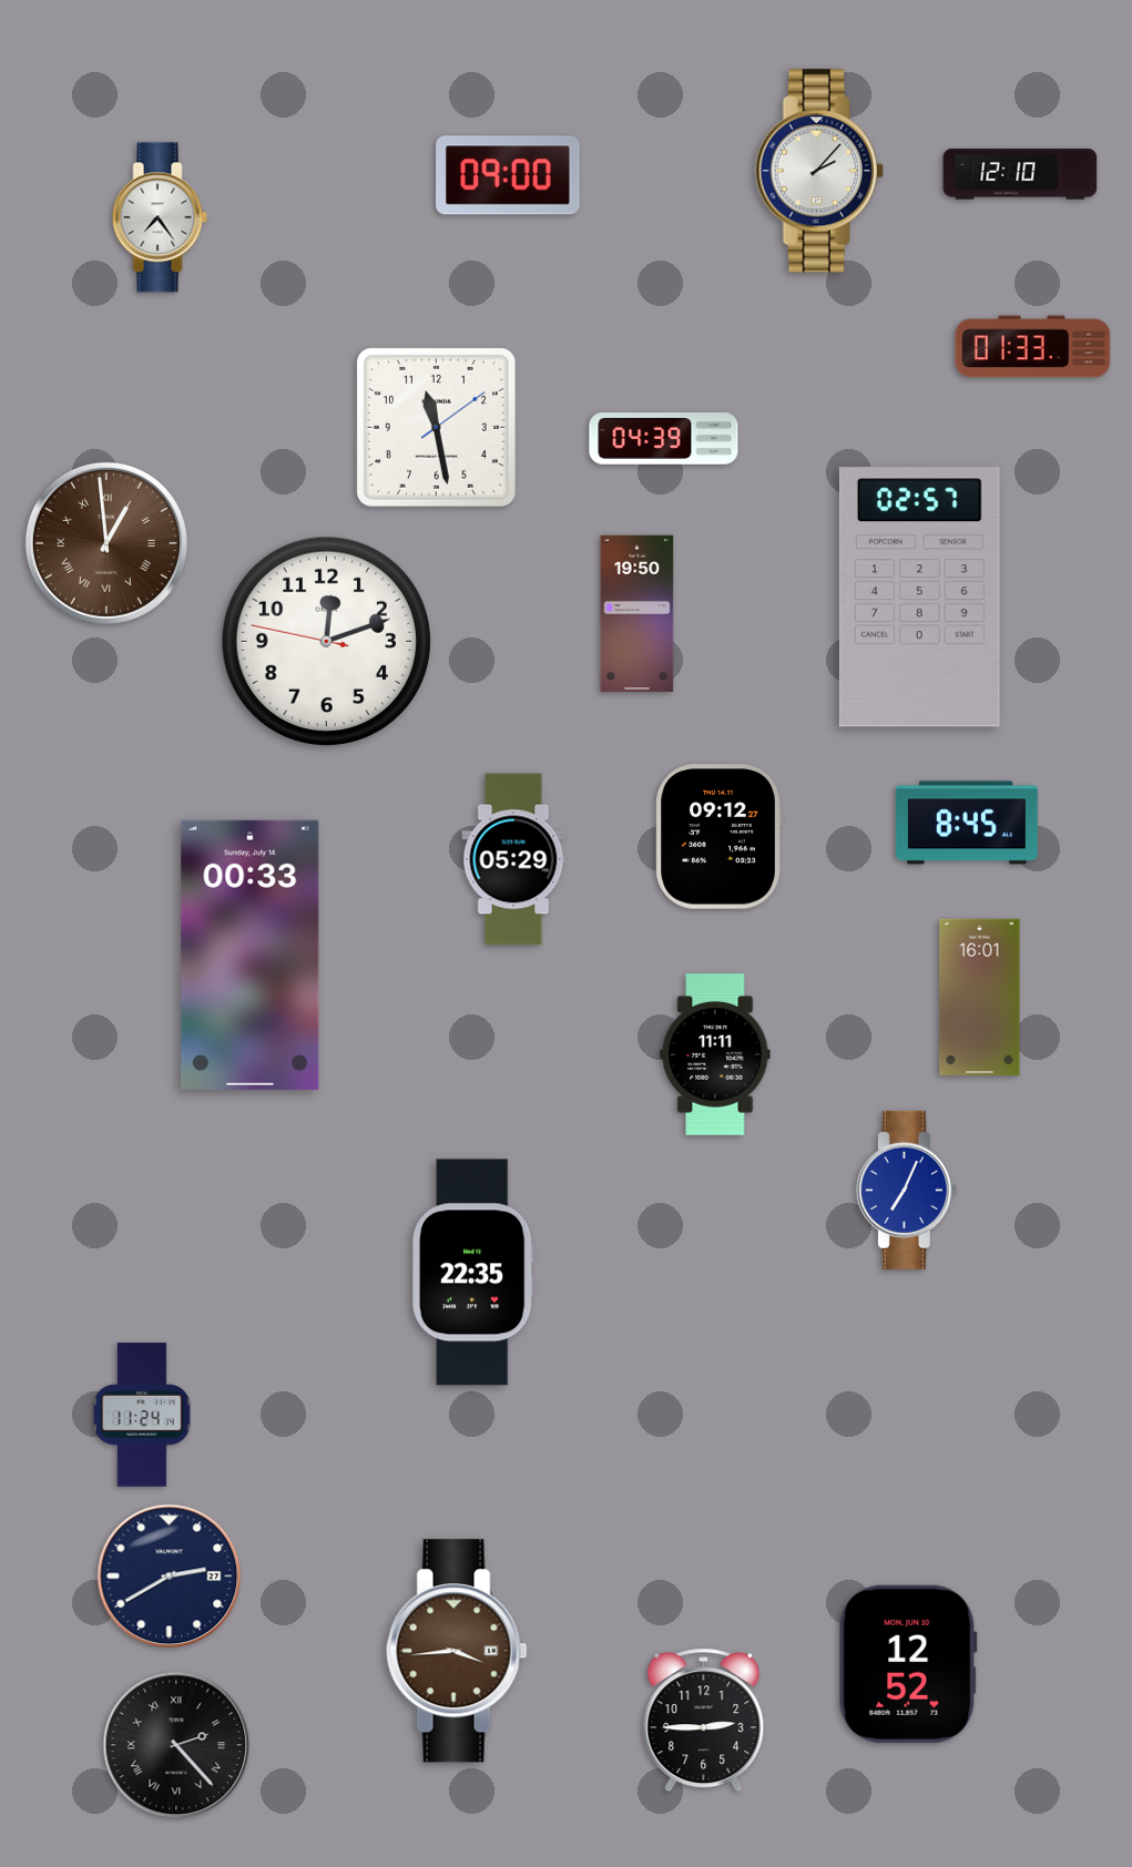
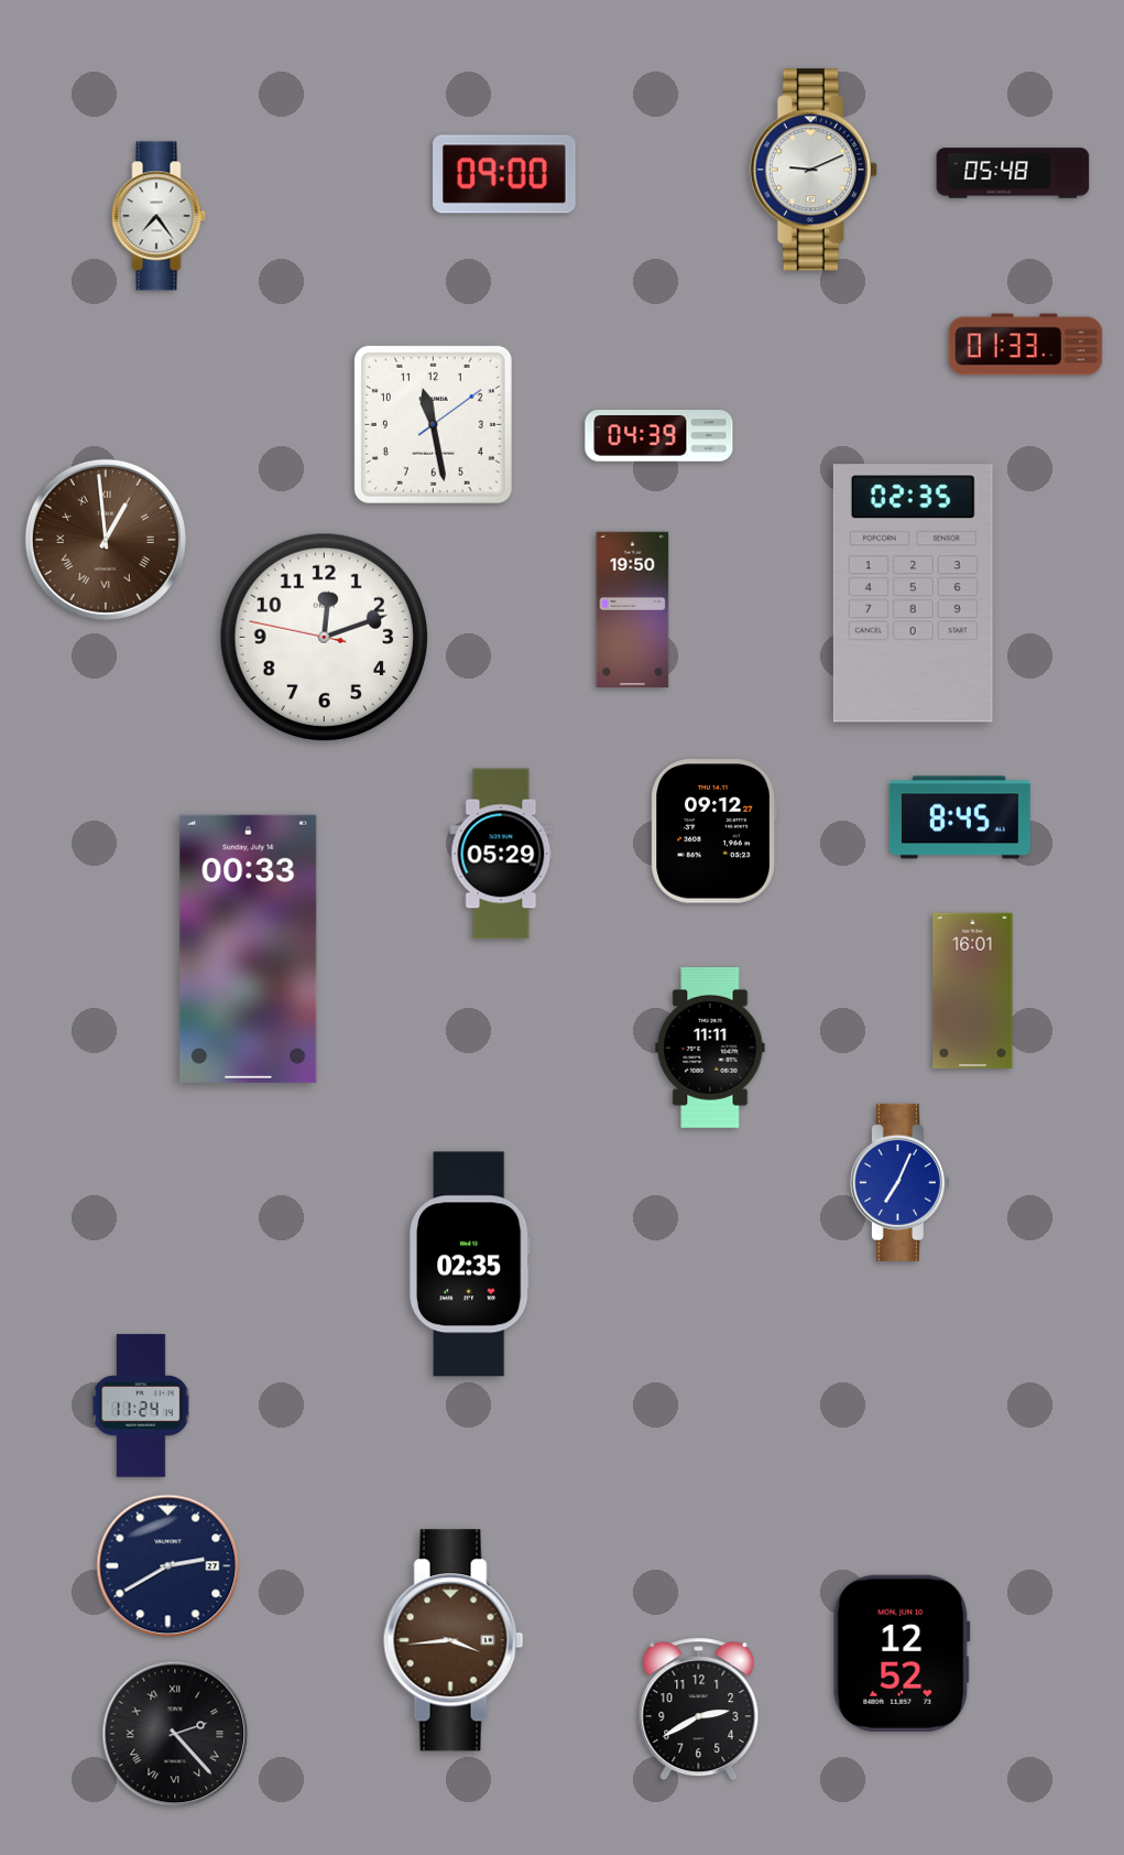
clock at (819, 171): 2:07 -> 9:11
clock at (1020, 174): 12:10 -> 05:48
clock at (919, 598): 02:57 -> 02:35
clock at (513, 859) position: (513, 859) -> (501, 854)
clock at (473, 1273): 22:35 -> 02:35
clock at (704, 1721): 2:45 -> 2:40
